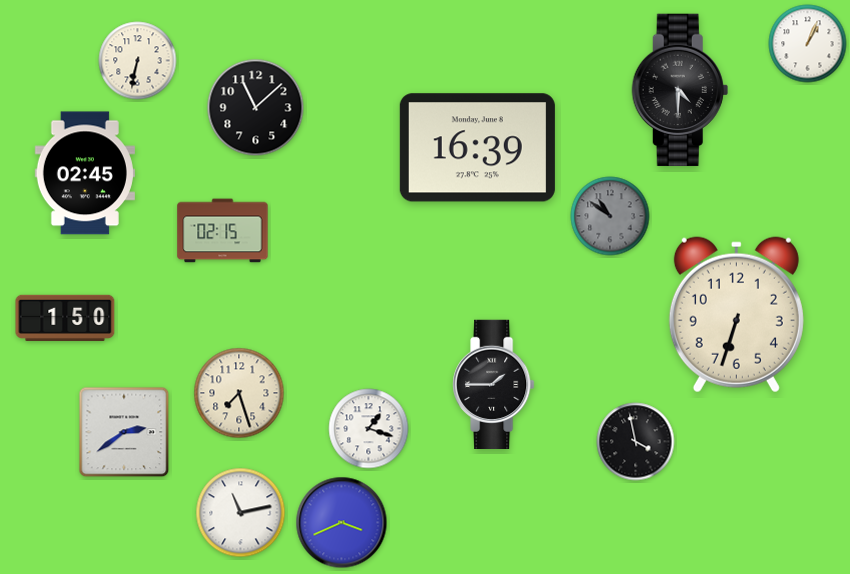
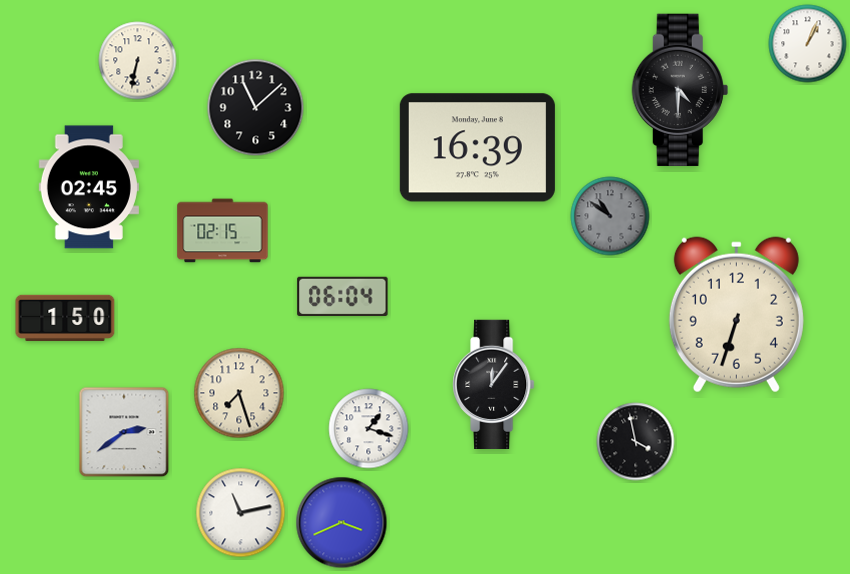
clock at (85, 173) position: (85, 173) -> (89, 187)
clock at (343, 296): none -> 06:04
clock at (494, 384): 1:45 -> 12:06
